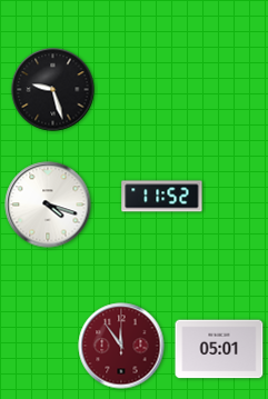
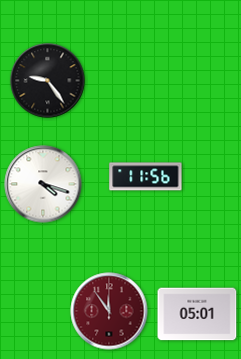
clock at (53, 90): 9:27 -> 9:24
clock at (162, 197): 11:52 -> 11:56
